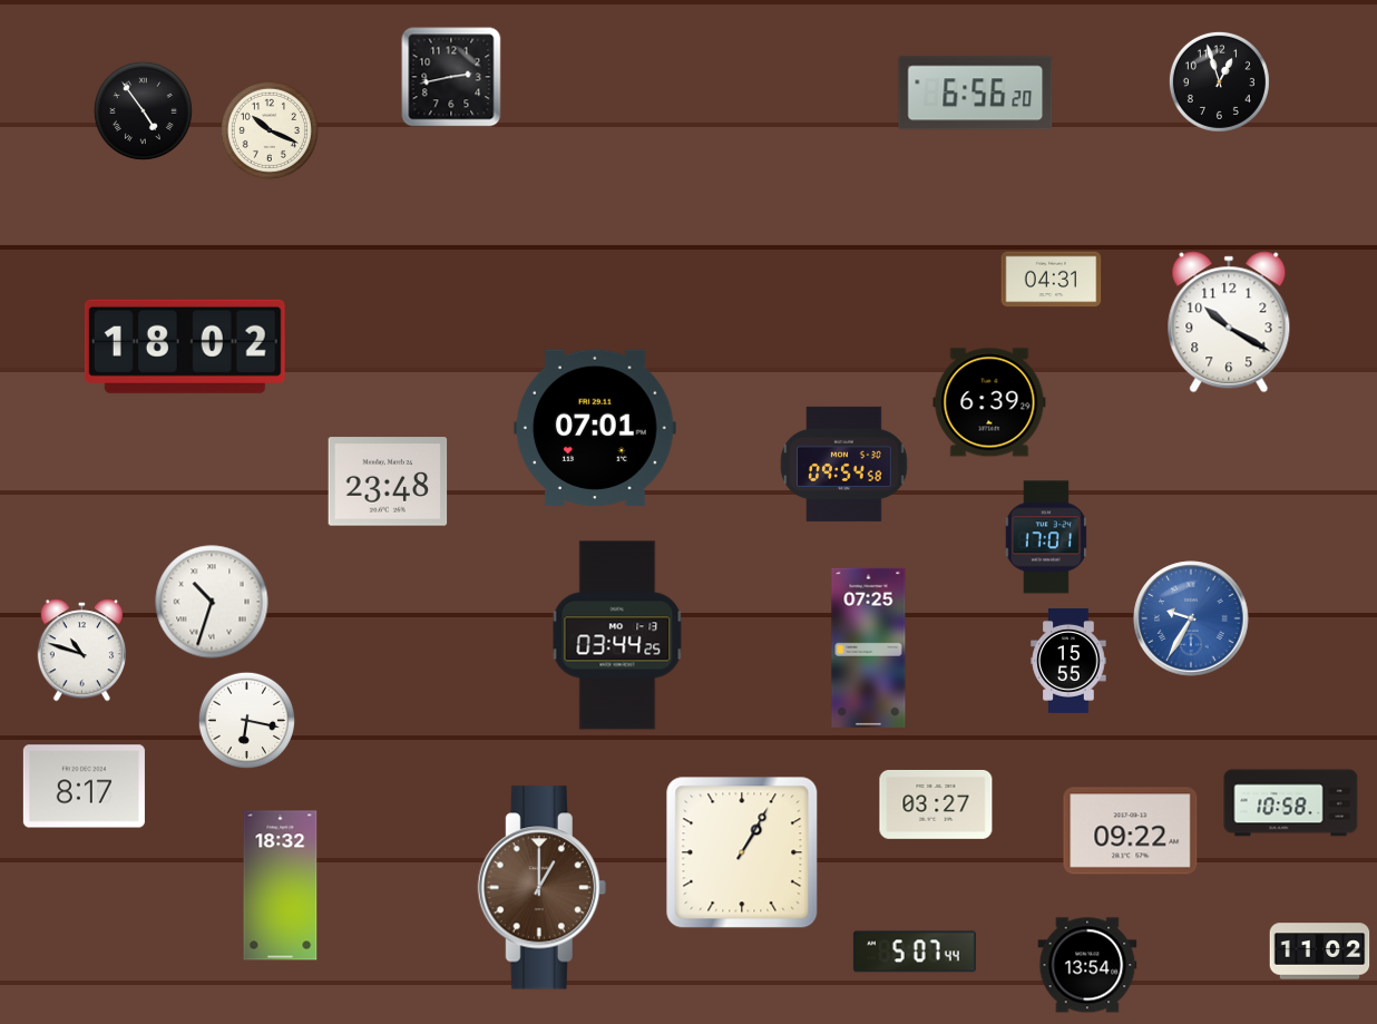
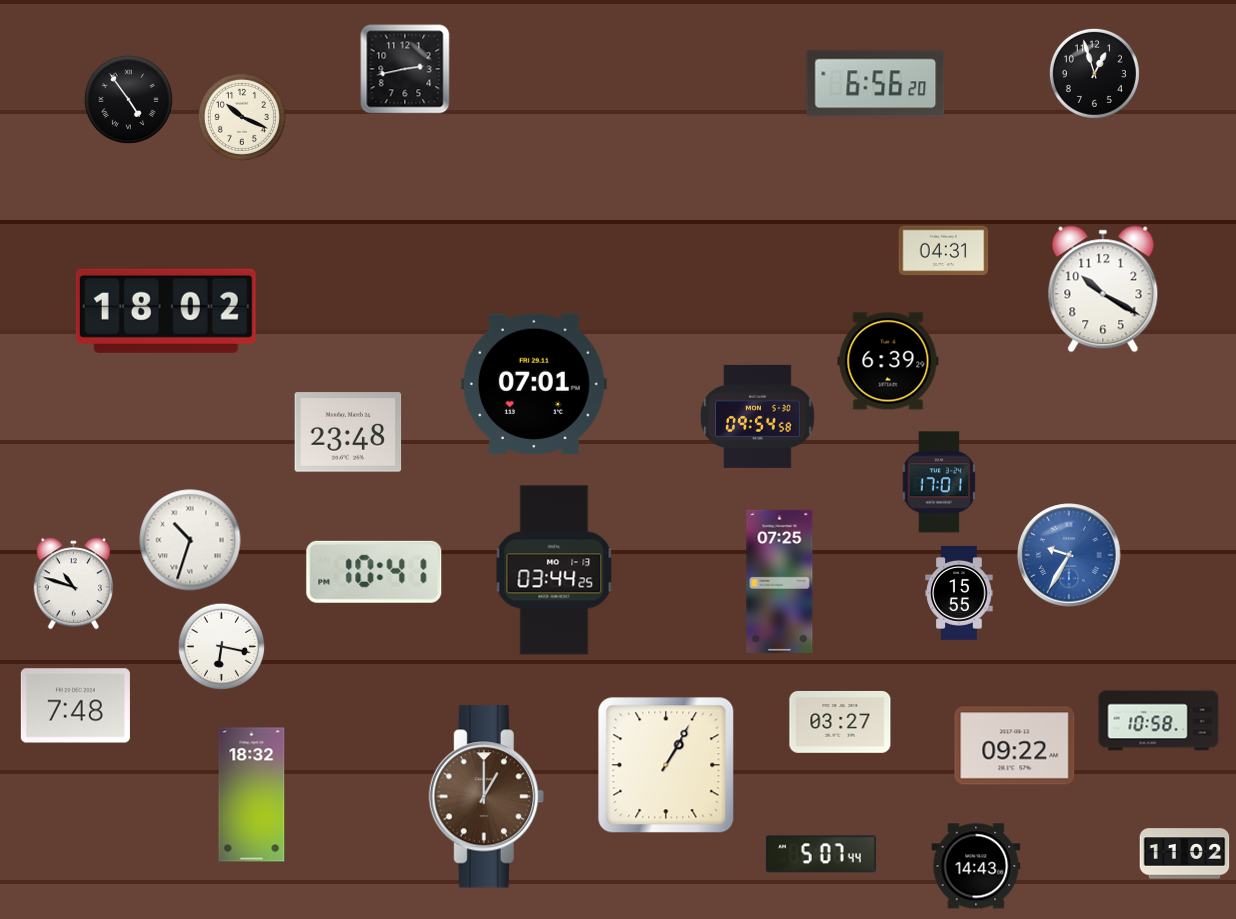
clock at (374, 572): none -> 10:41
clock at (84, 787): 8:17 -> 7:48
clock at (1087, 965): 13:54 -> 14:43
